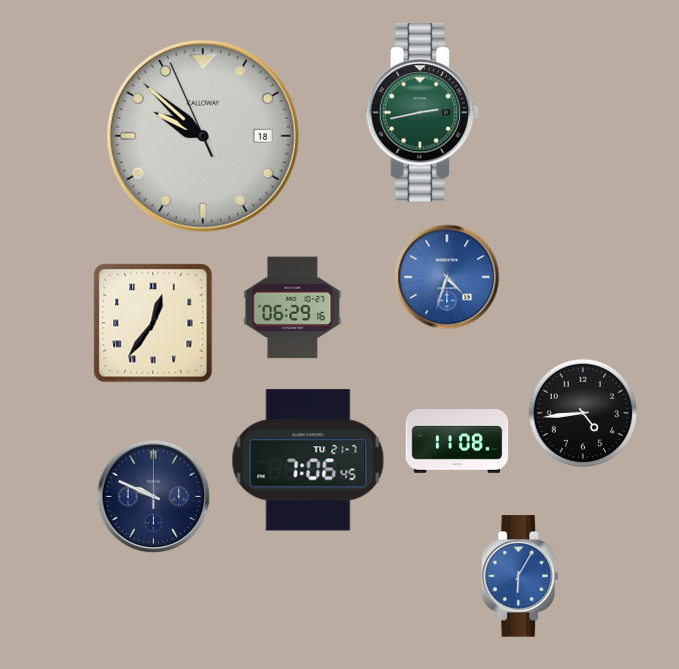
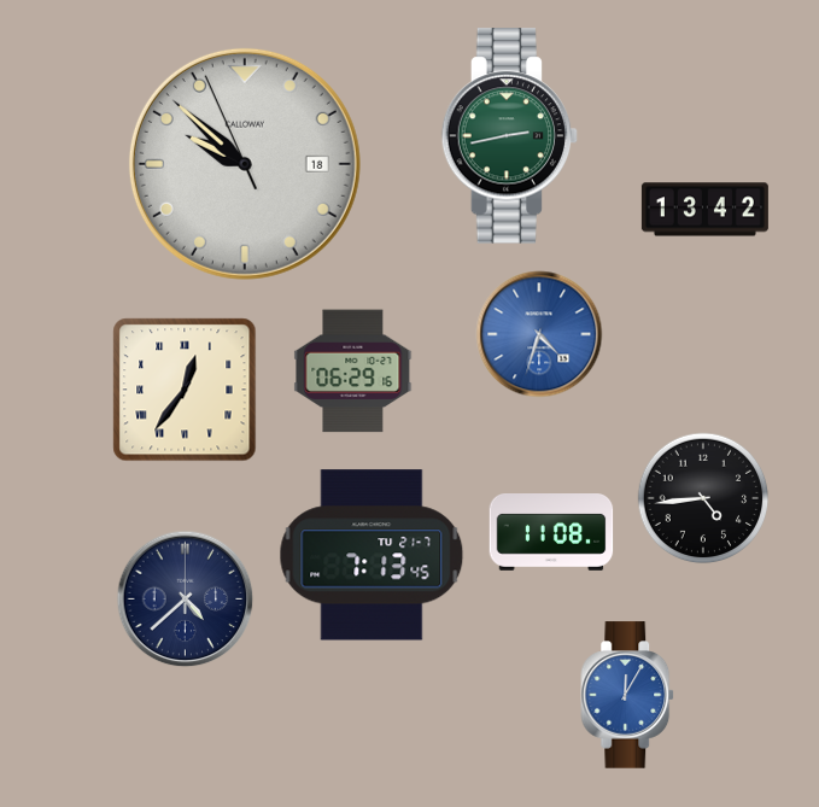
clock at (704, 210): none -> 13:42
clock at (308, 460): 7:06 -> 7:13
clock at (154, 497): 9:49 -> 4:38
clock at (521, 576): 6:05 -> 12:05
